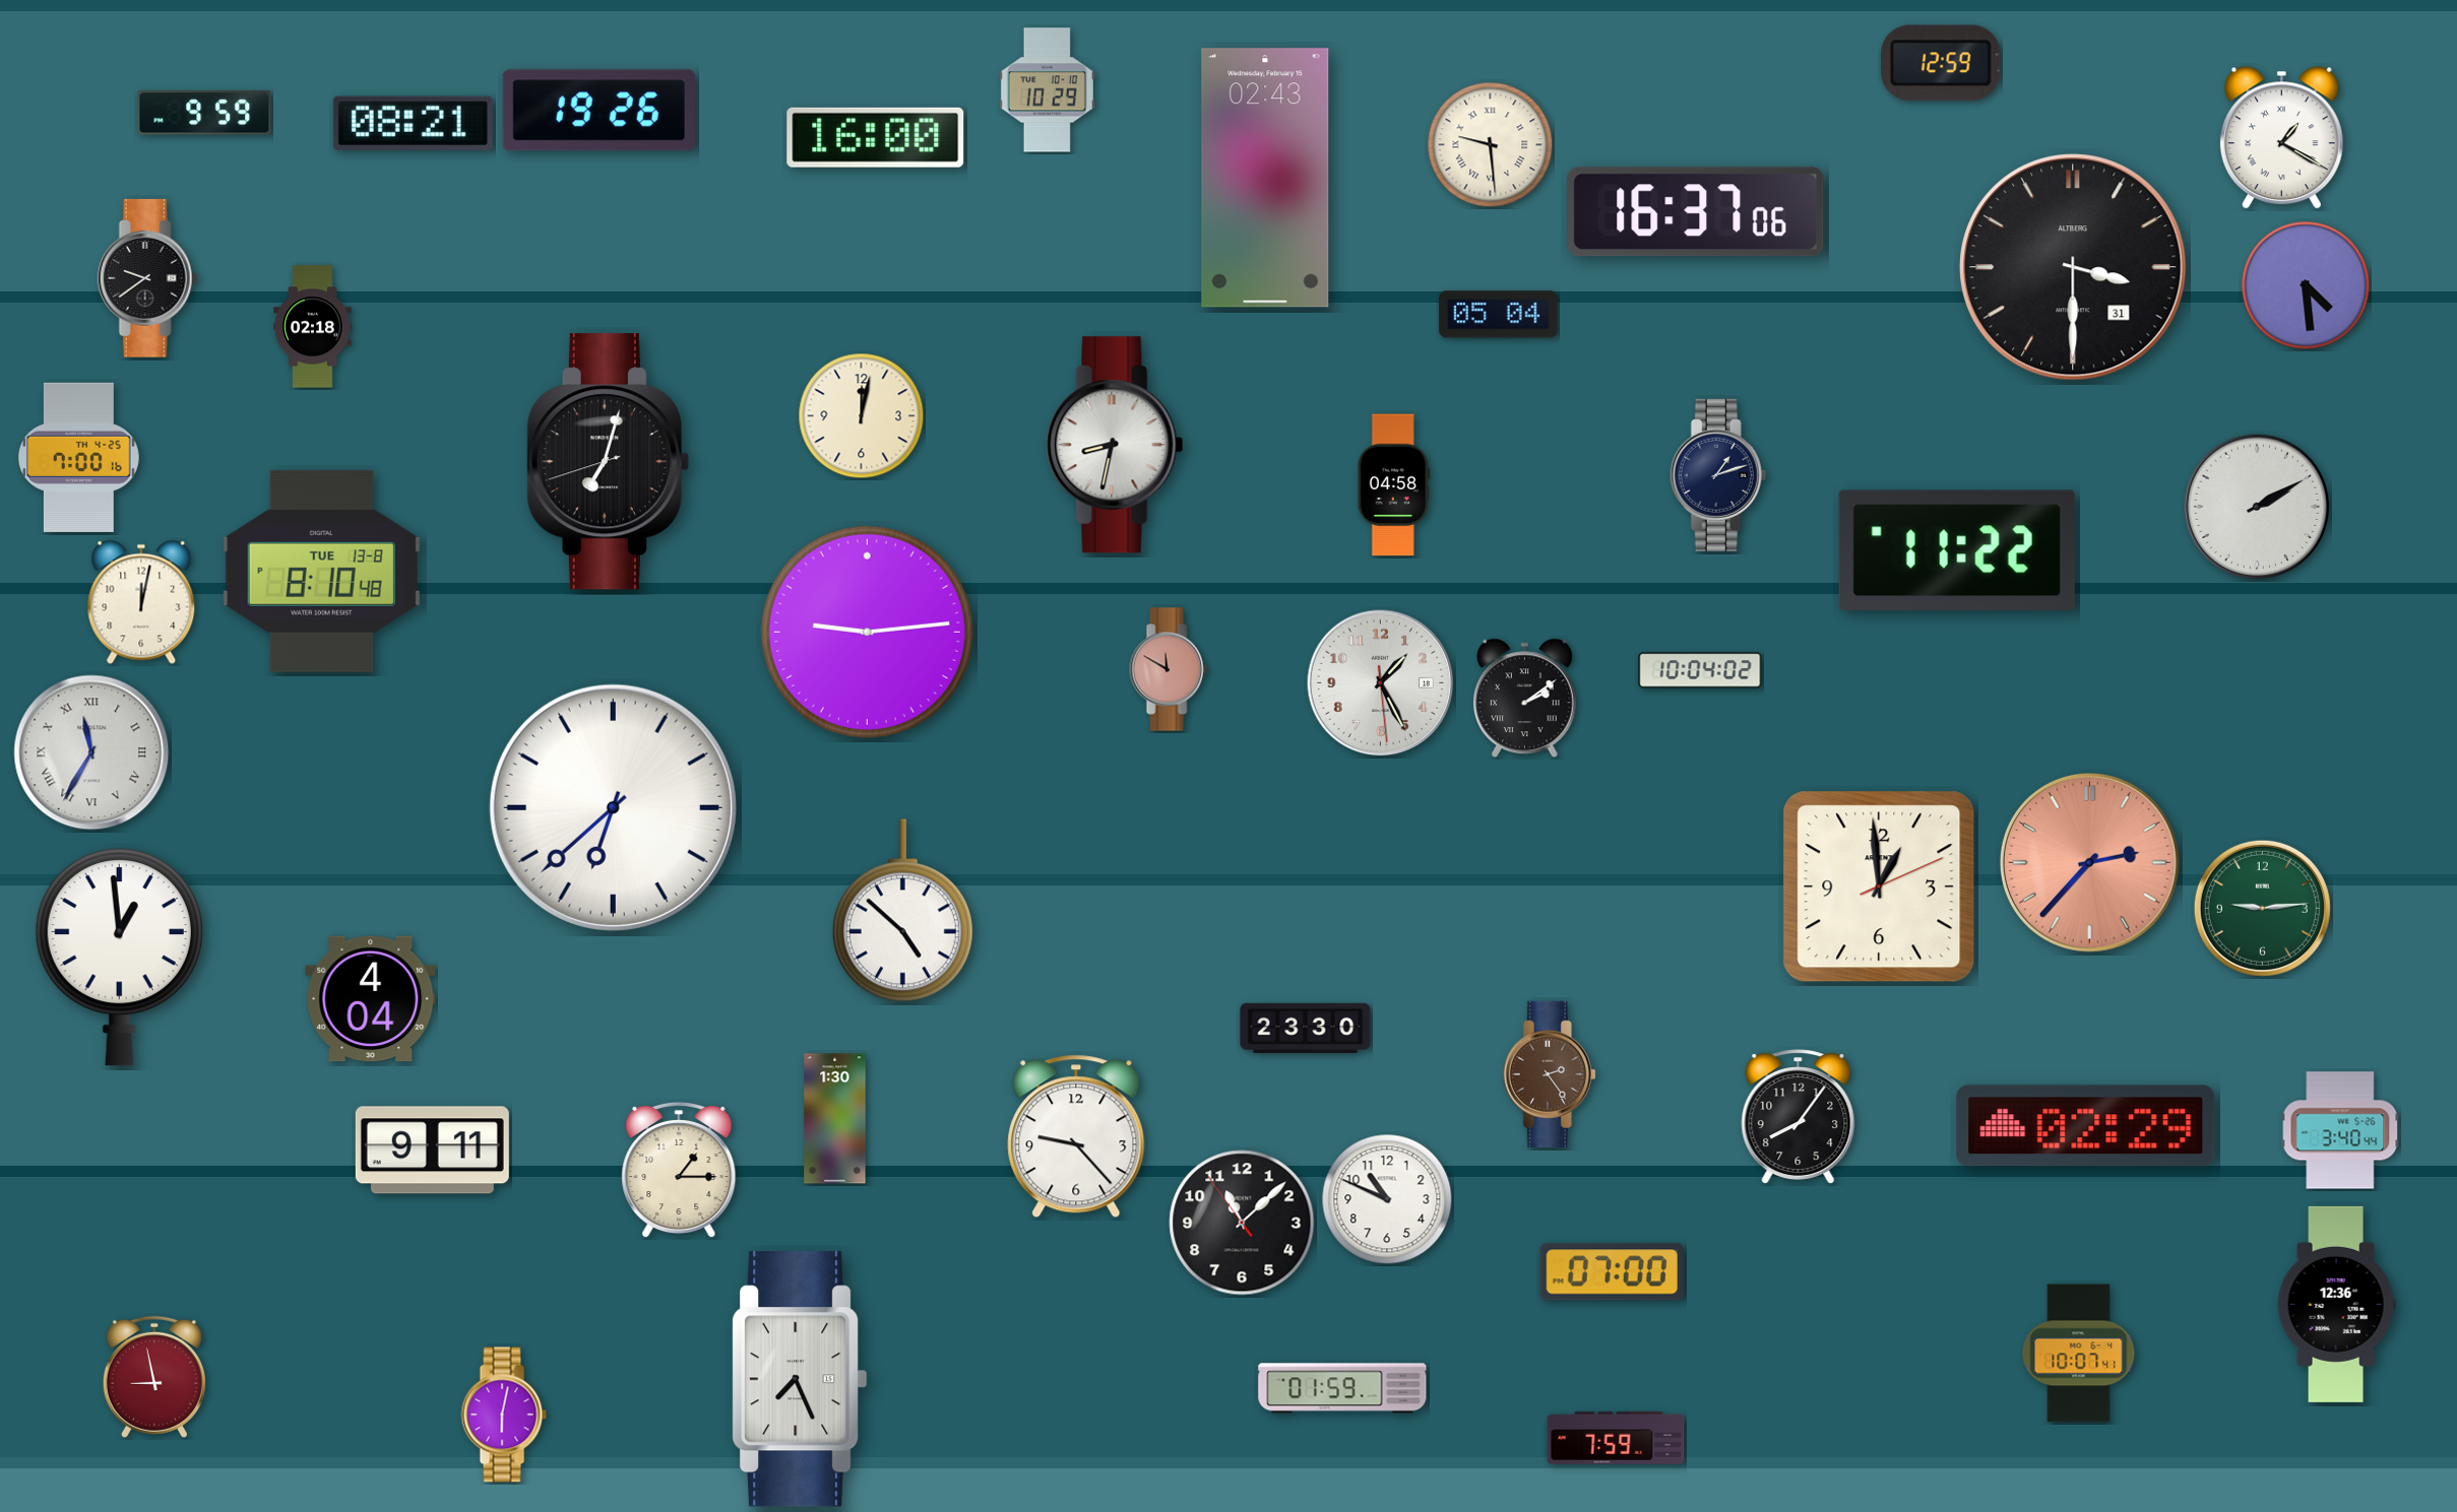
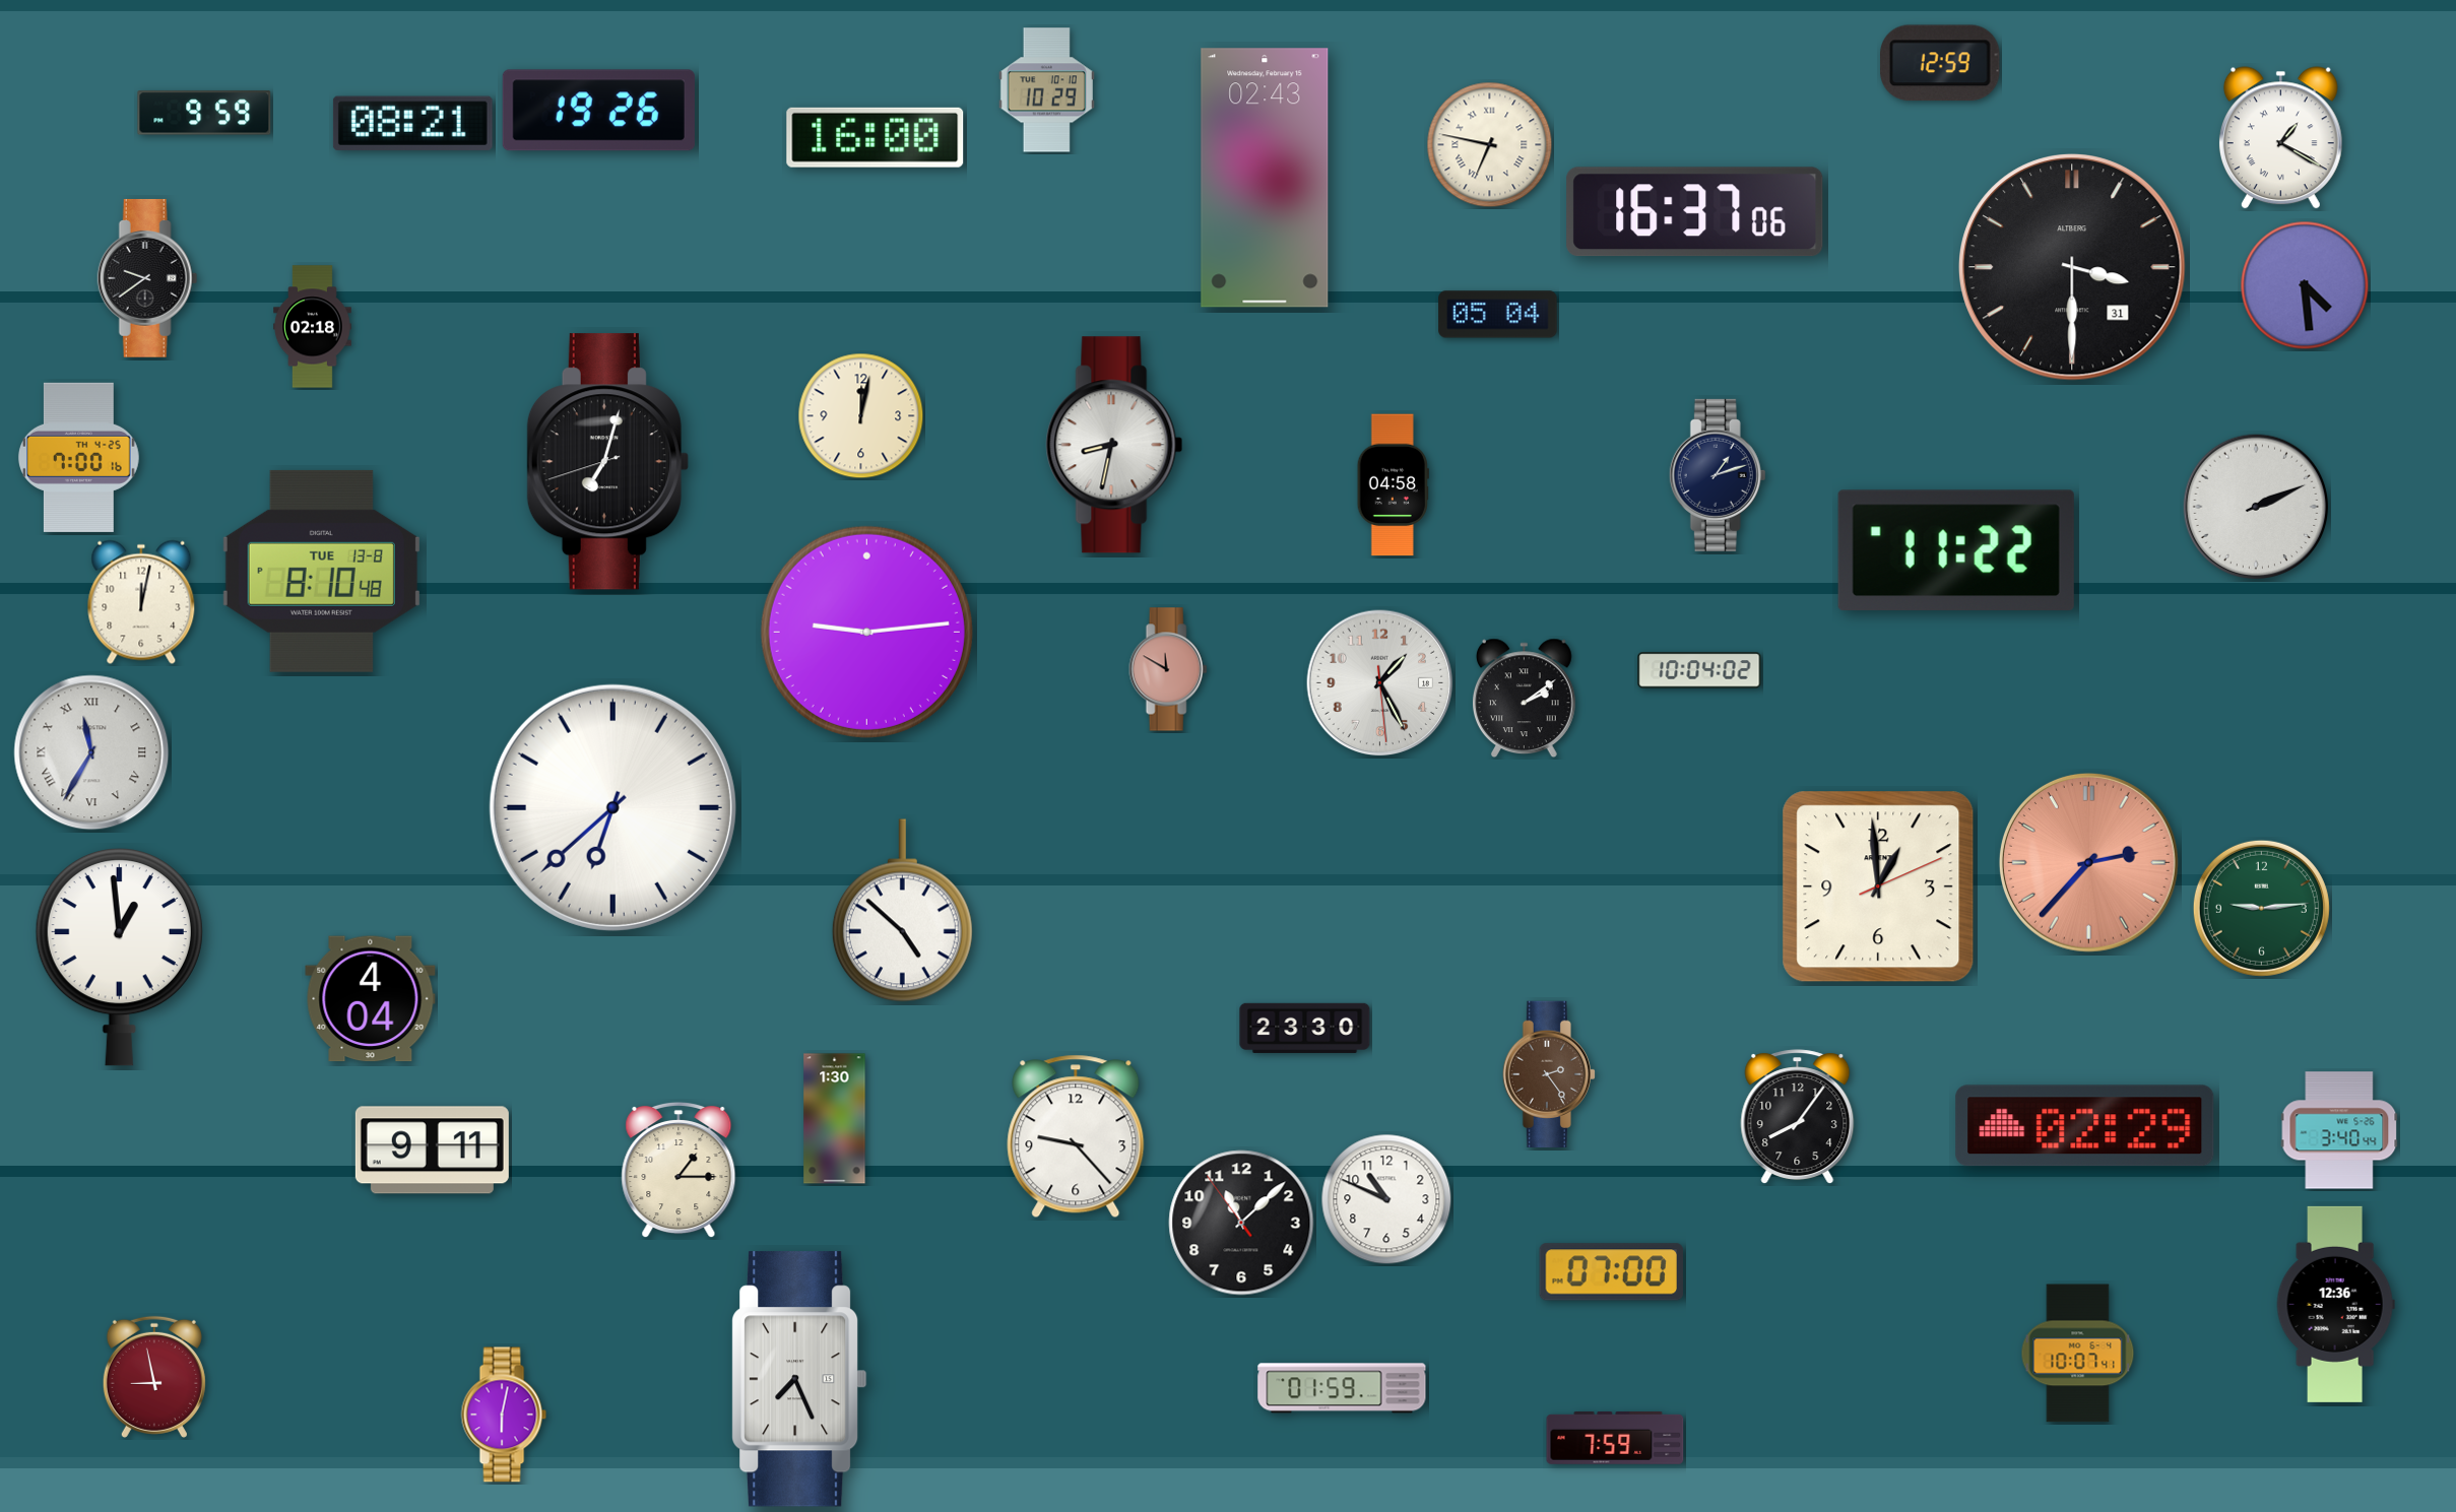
clock at (1491, 145): 9:29 -> 6:47
clock at (2257, 507): 2:10 -> 2:11
